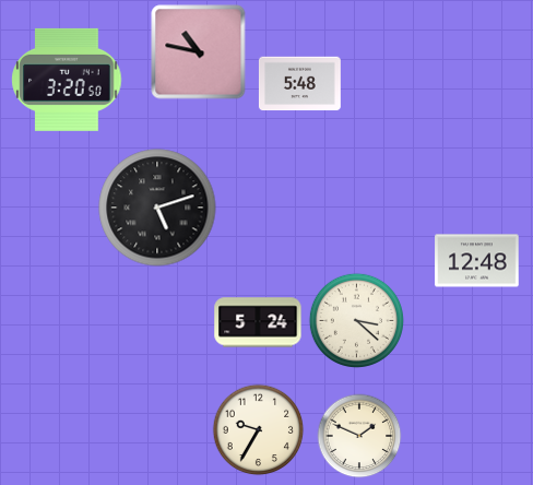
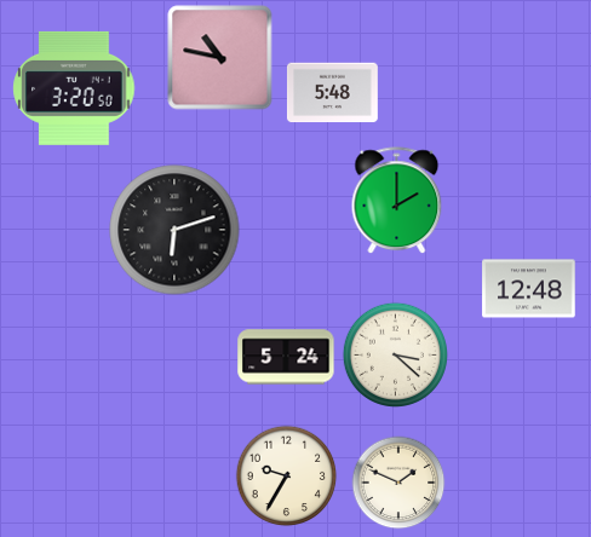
clock at (397, 201): none -> 2:00
clock at (157, 208): 5:12 -> 6:12
